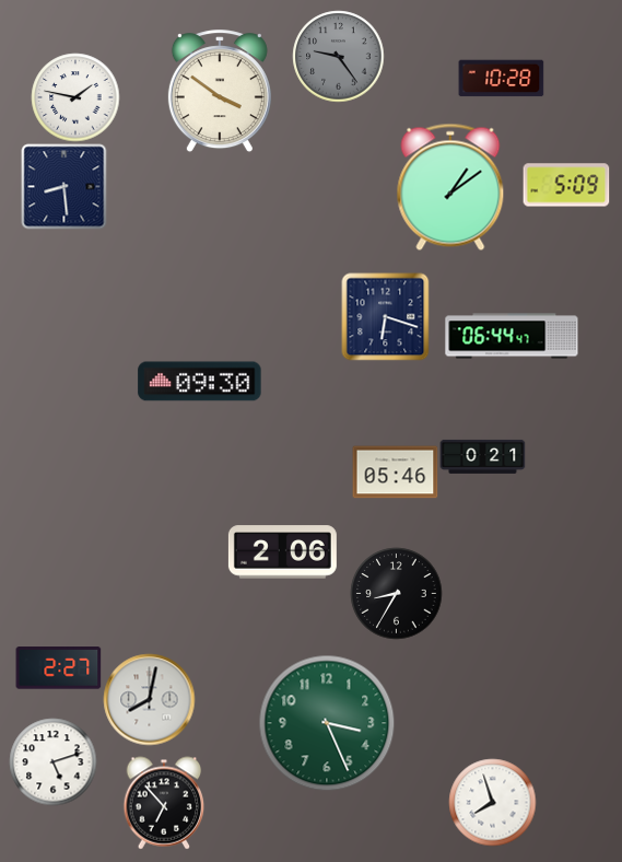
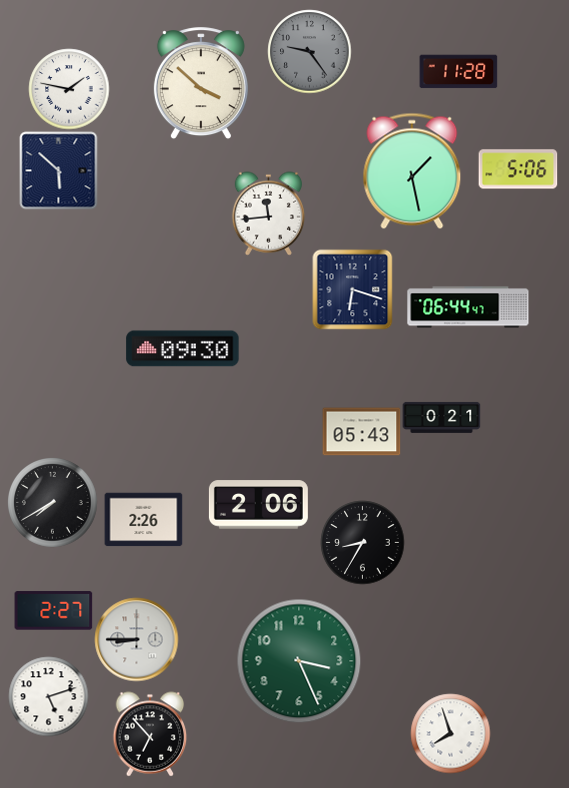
clock at (501, 79): 10:28 -> 11:28
clock at (220, 91): 3:51 -> 3:52
clock at (566, 185): 5:09 -> 5:06
clock at (63, 186): 8:29 -> 5:52
clock at (450, 187): 1:09 -> 1:28
clock at (268, 213): none -> 11:44
clock at (395, 473): 05:46 -> 05:43
clock at (53, 503): none -> 7:40
clock at (143, 520): none -> 2:26
clock at (149, 699): 8:02 -> 8:45
